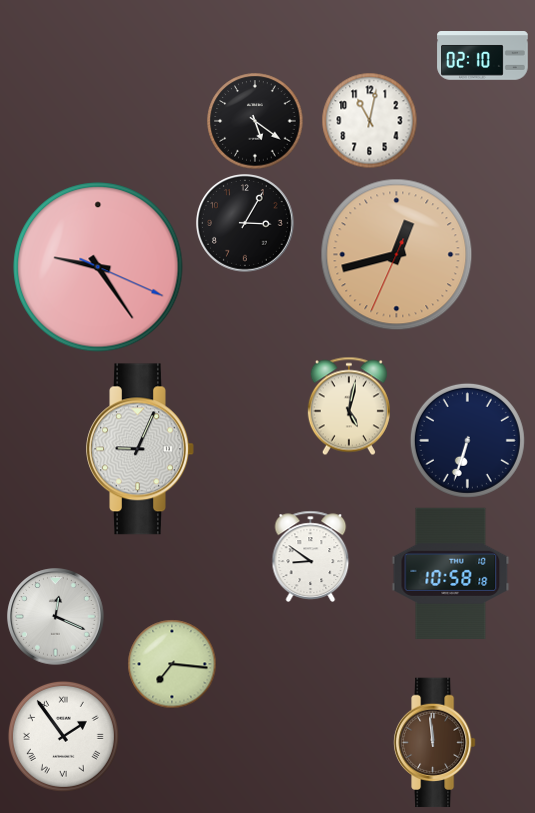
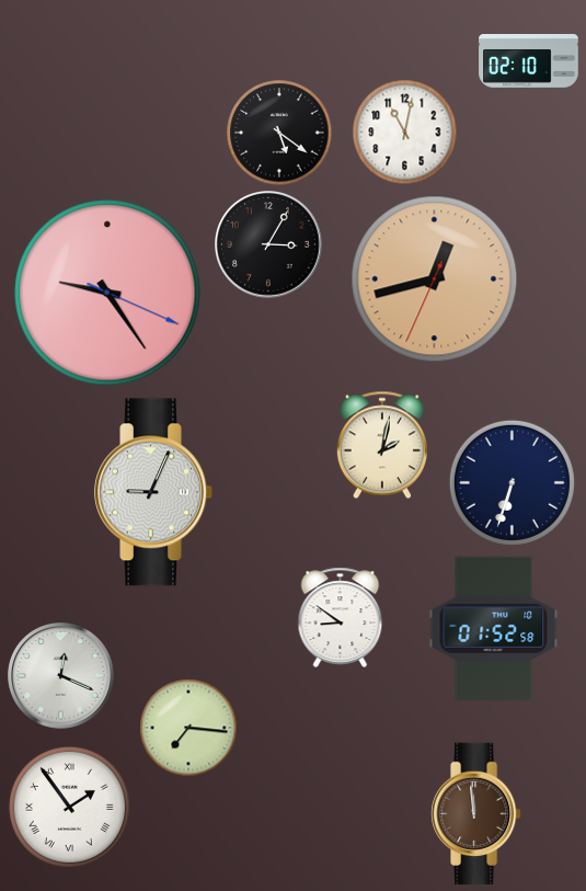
clock at (349, 406): 5:02 -> 2:02
clock at (311, 556) position: (311, 556) -> (341, 617)
clock at (451, 573): 10:58 -> 01:52
